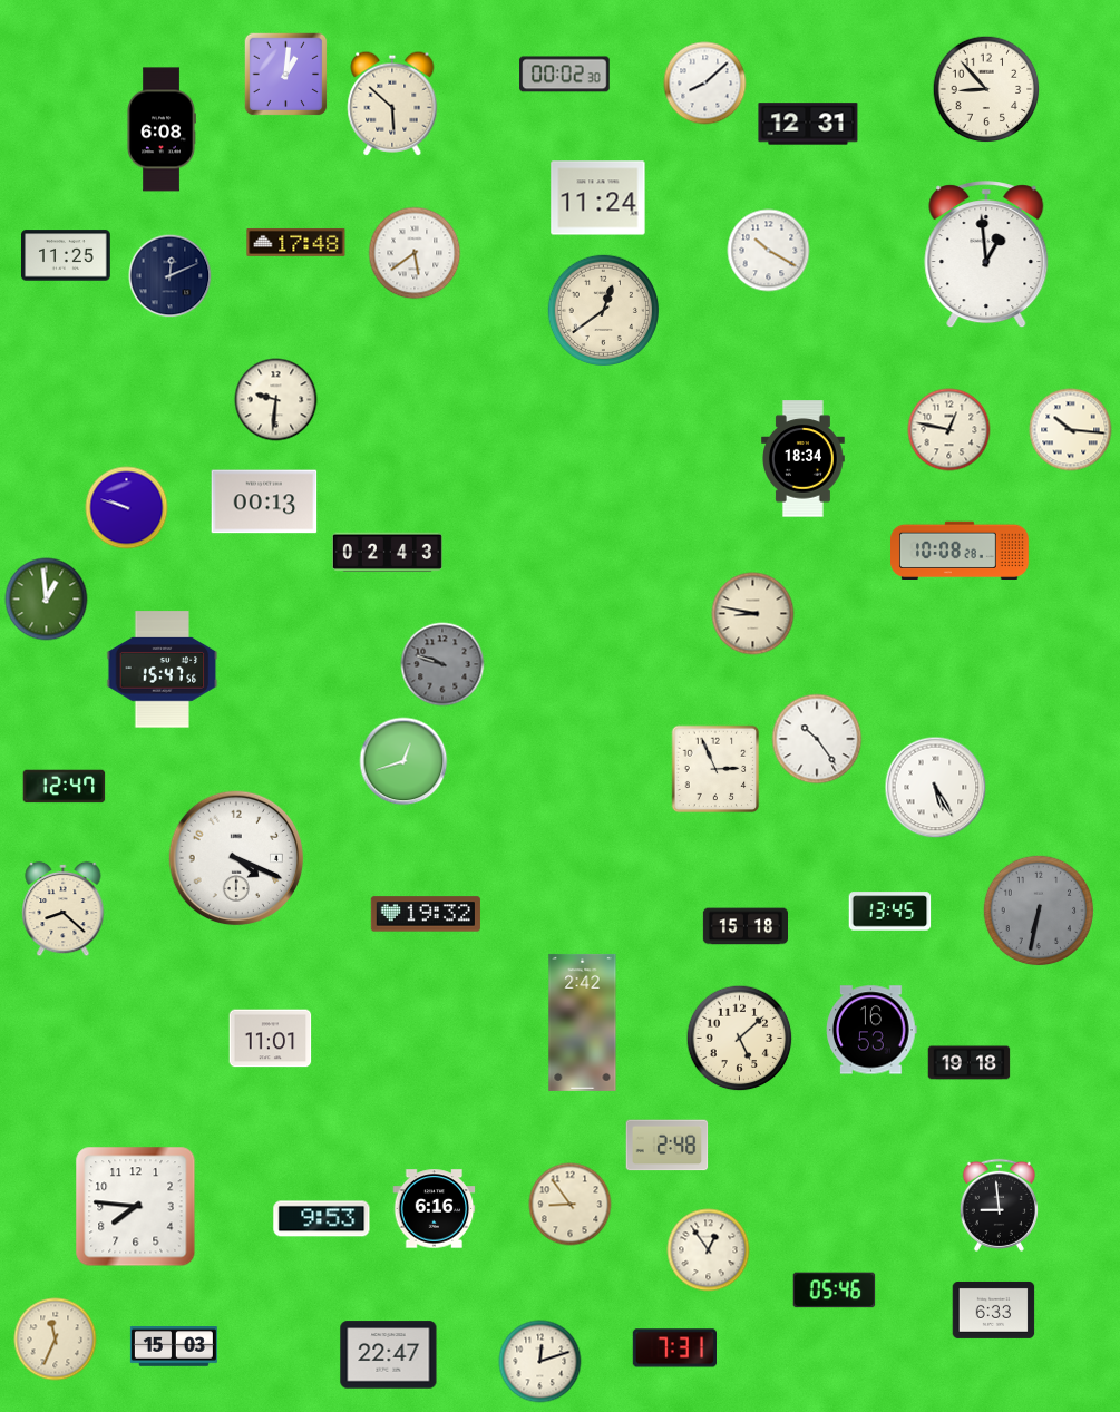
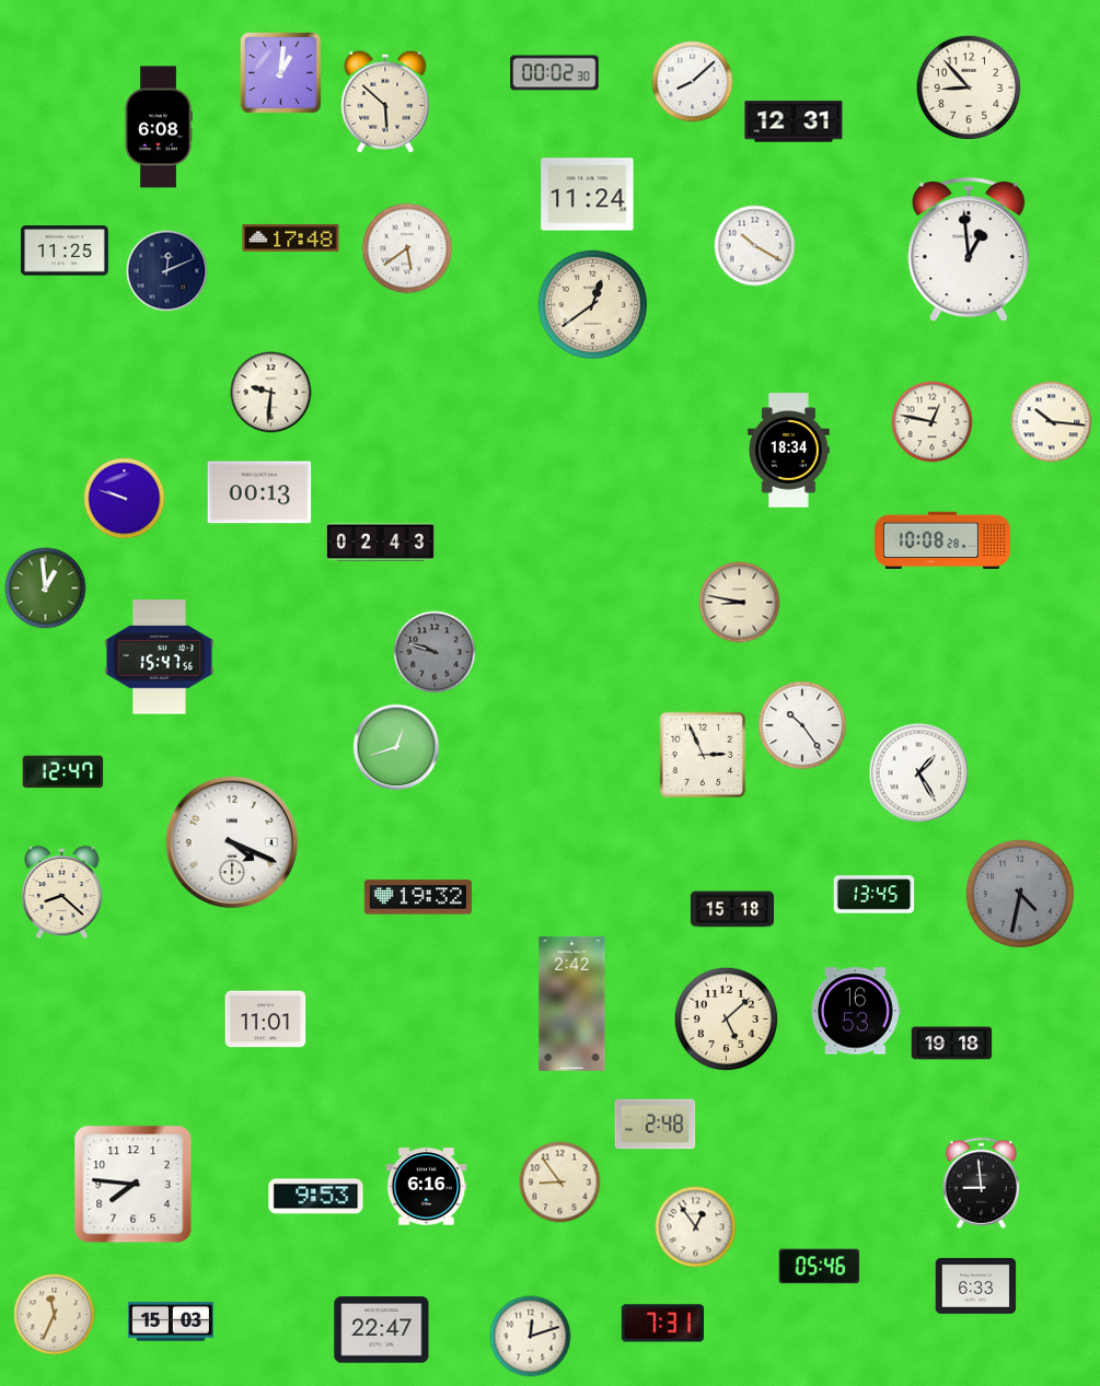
clock at (936, 788): 5:25 -> 1:25
clock at (1039, 911): 6:32 -> 4:32
